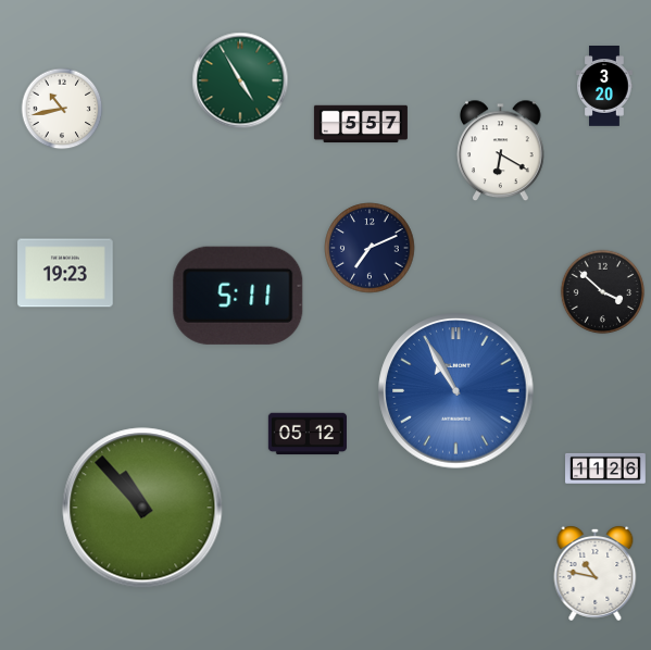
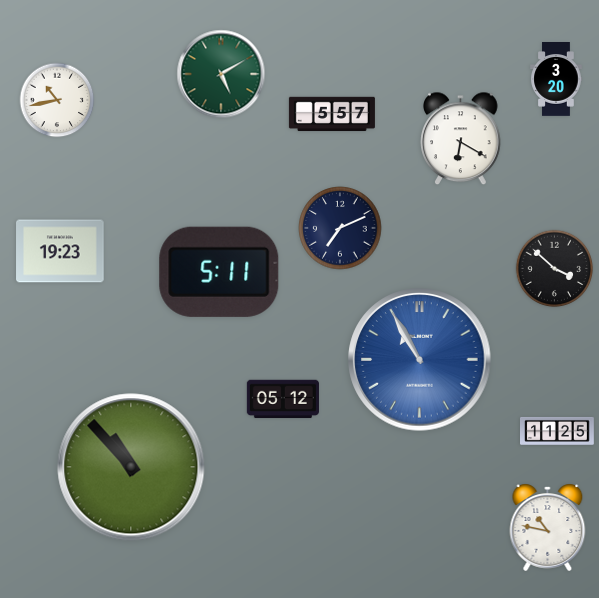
clock at (240, 80): 4:55 -> 5:10
clock at (606, 468): 11:26 -> 11:25
